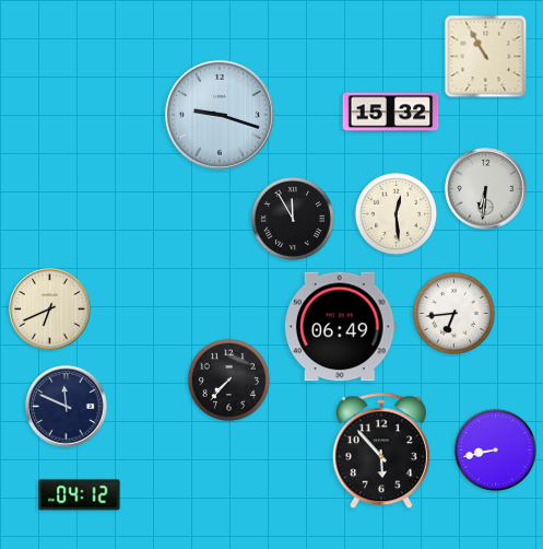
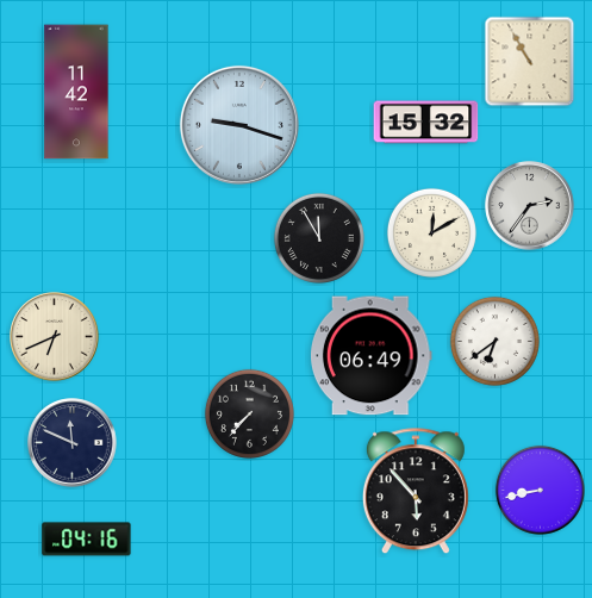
clock at (76, 92): none -> 11:42
clock at (486, 189): 6:31 -> 2:36
clock at (396, 213): 12:29 -> 12:10
clock at (453, 313): 6:44 -> 6:39
clock at (80, 495): 04:12 -> 04:16
